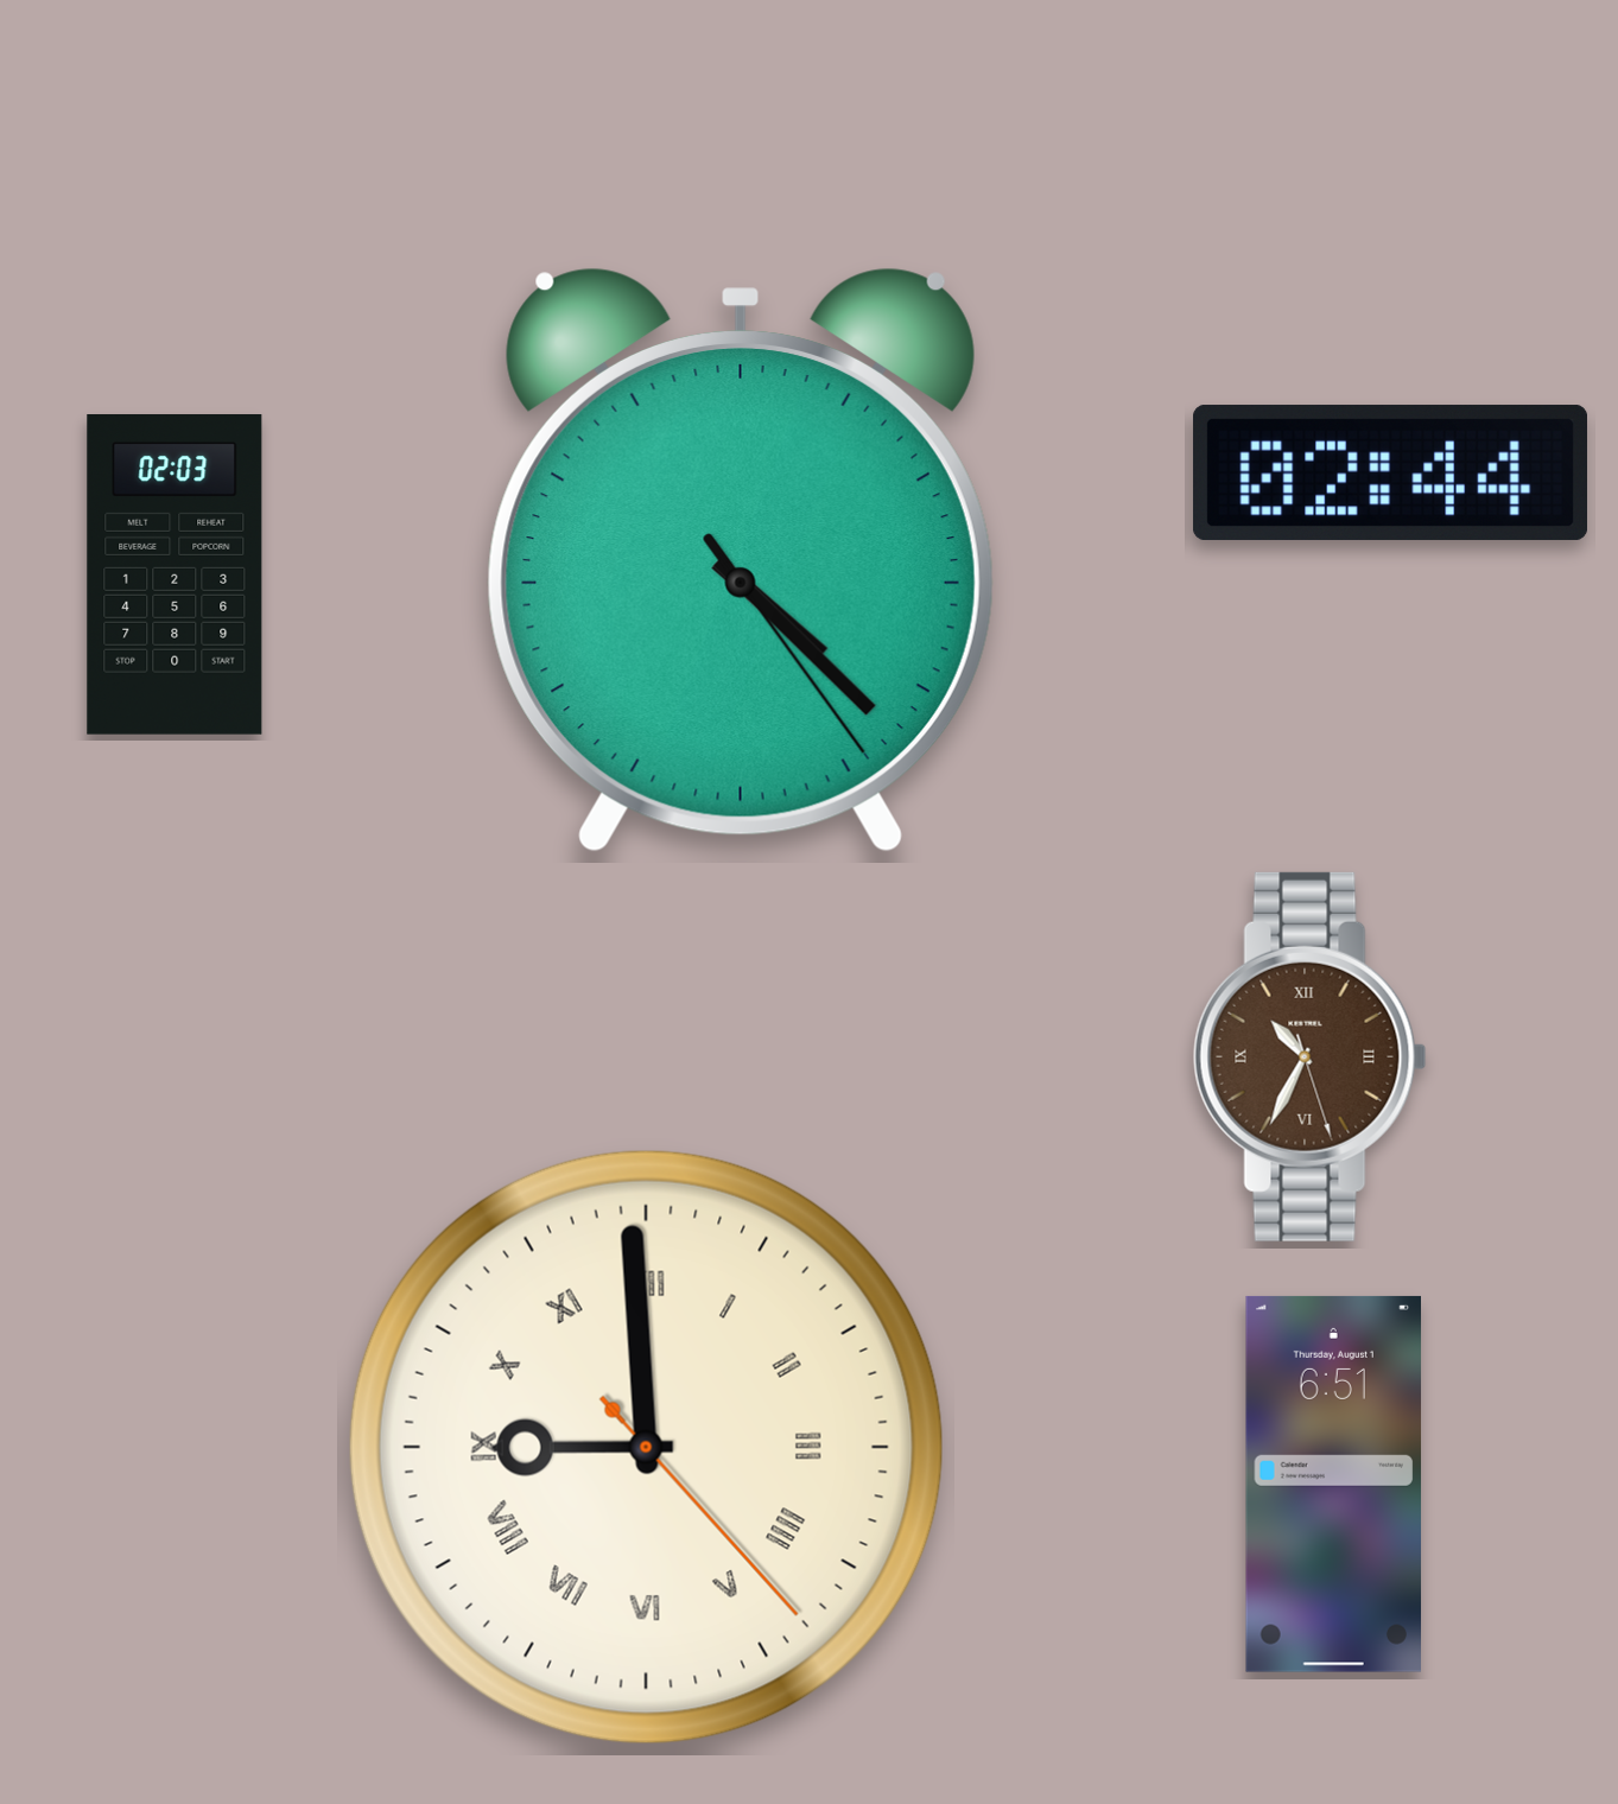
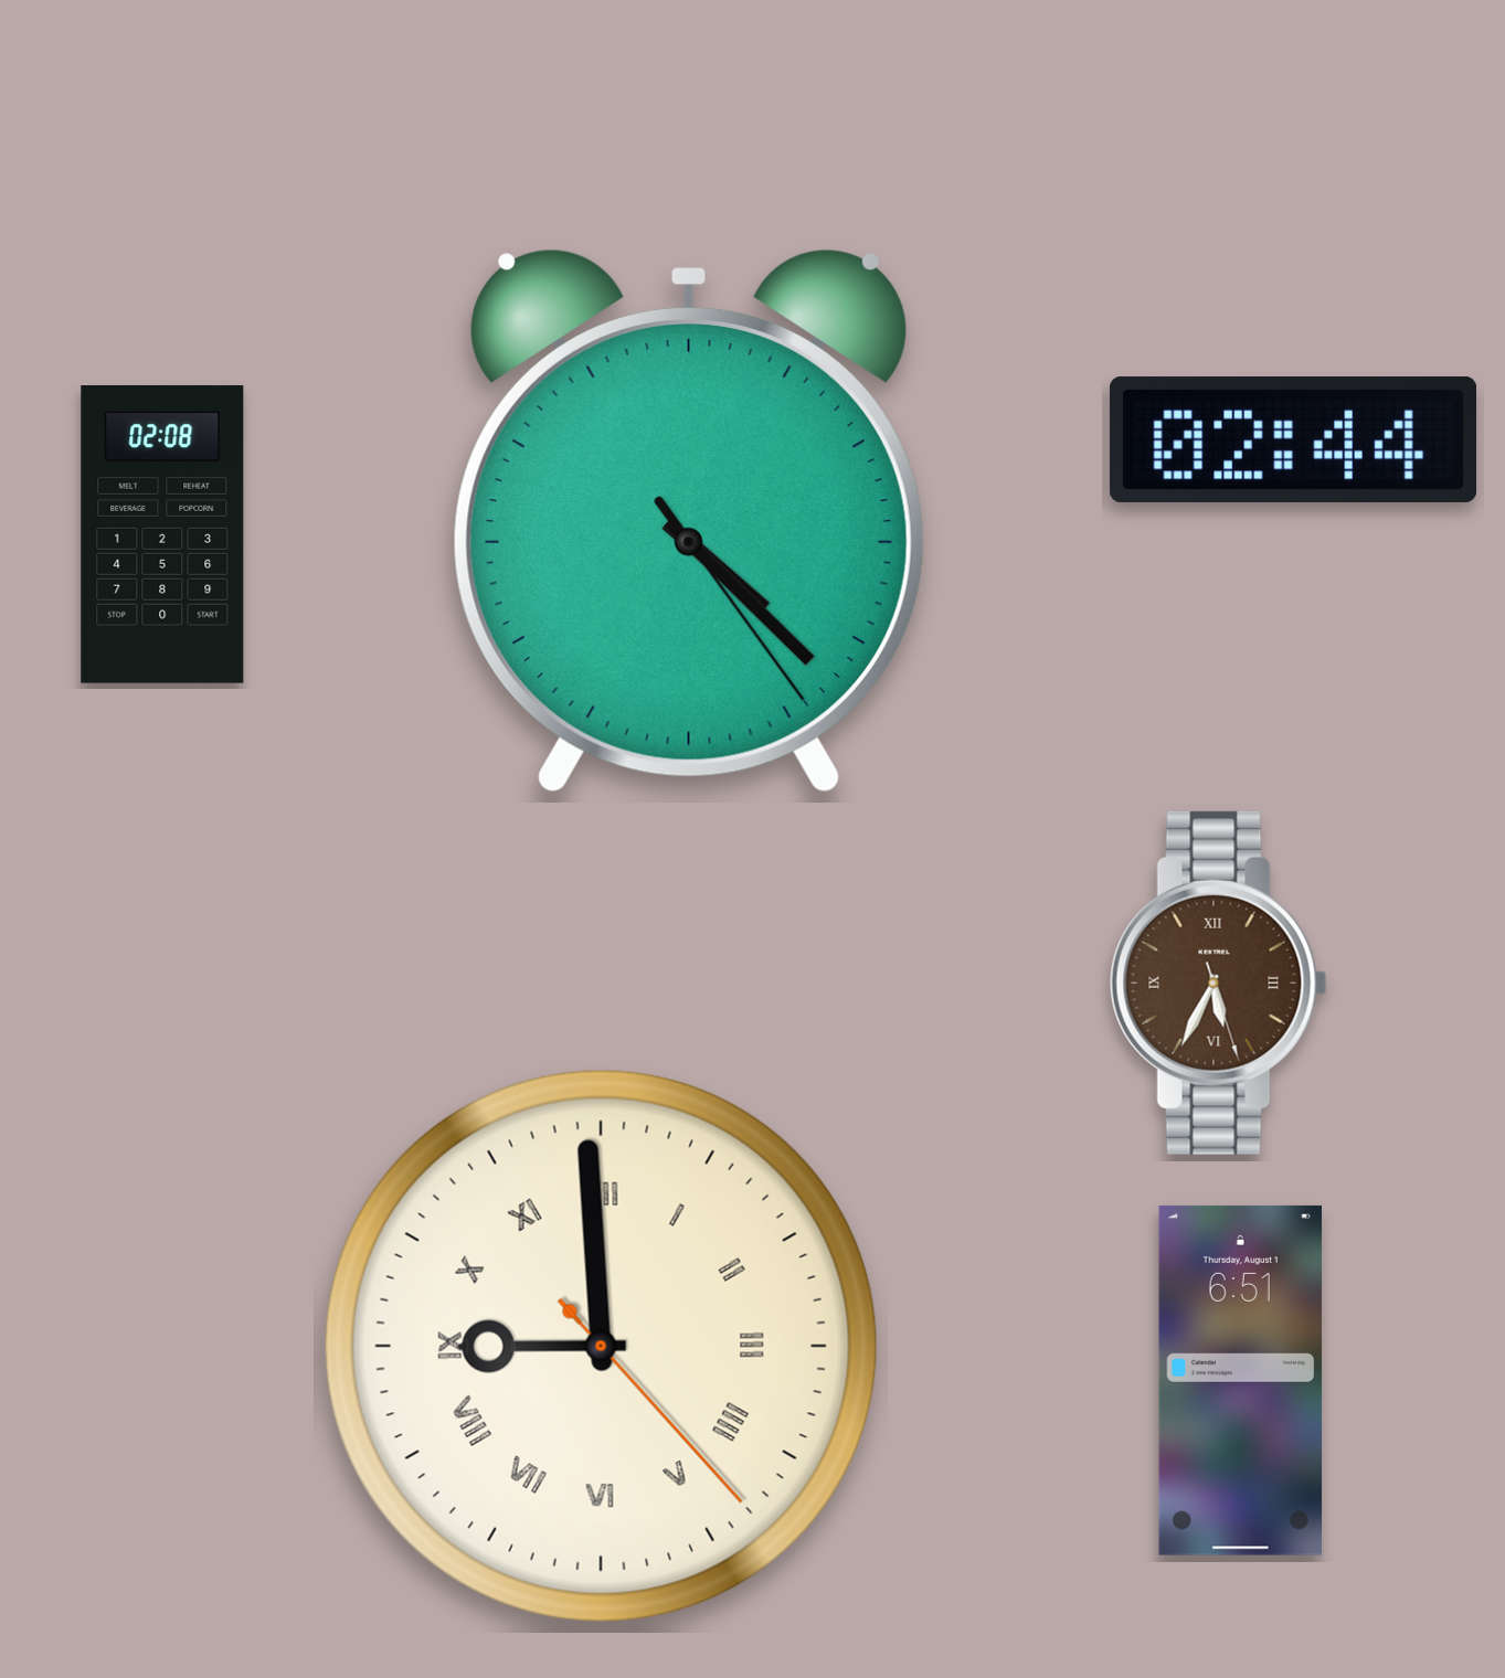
clock at (175, 576): 02:03 -> 02:08
clock at (1309, 1056): 10:34 -> 5:34
